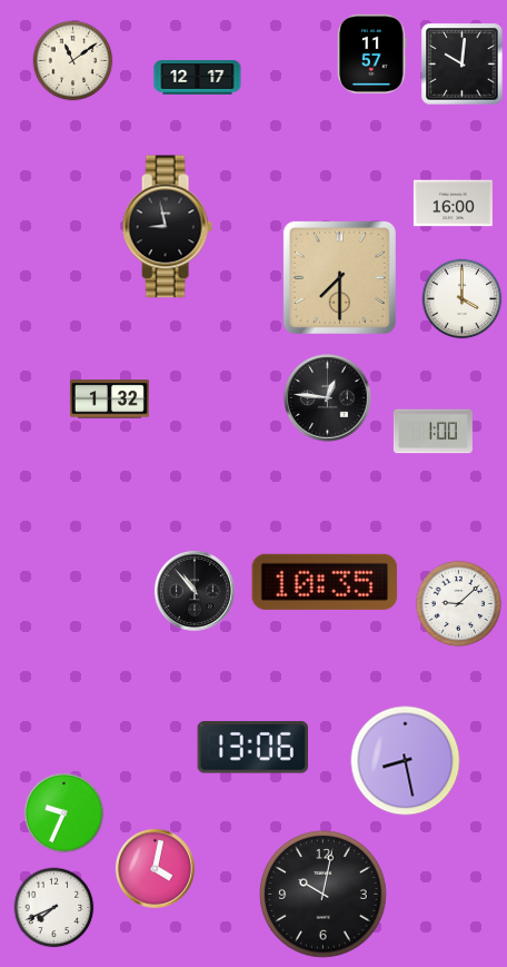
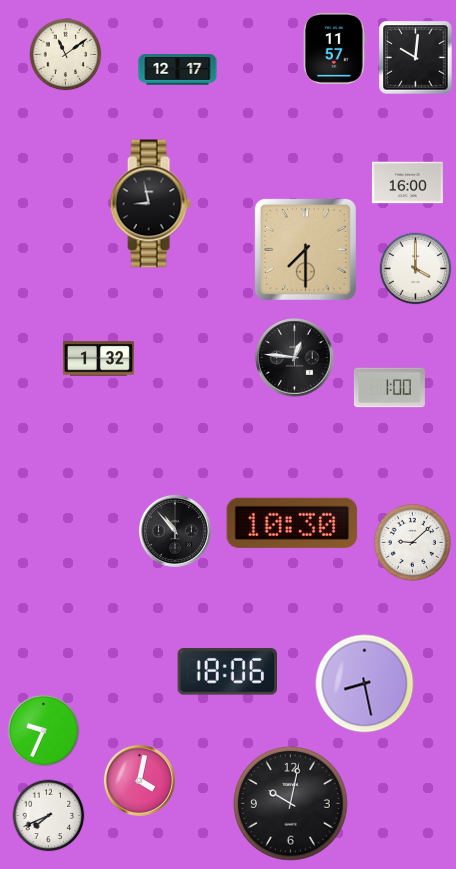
clock at (325, 582): 10:35 -> 10:30
clock at (252, 748): 13:06 -> 18:06
clock at (64, 813) position: (64, 813) -> (44, 731)
